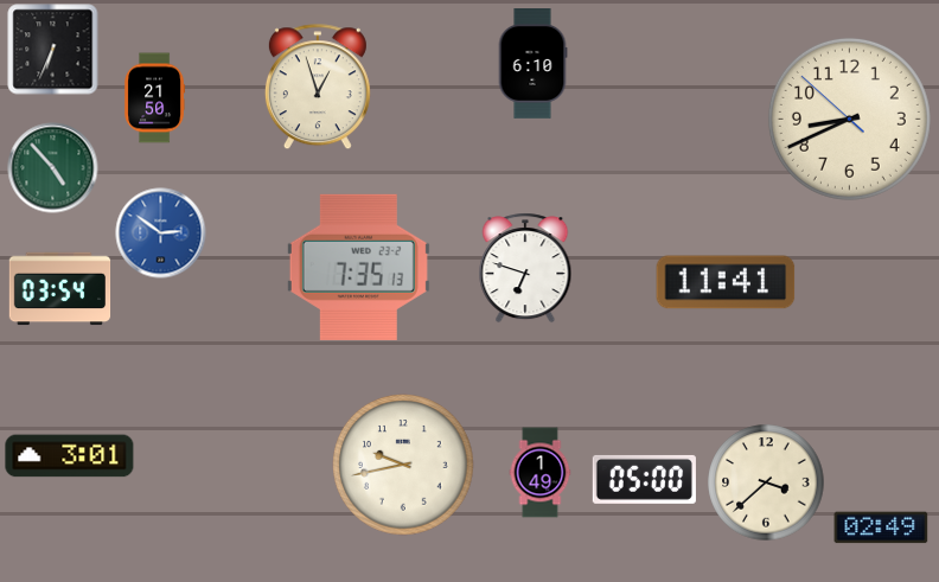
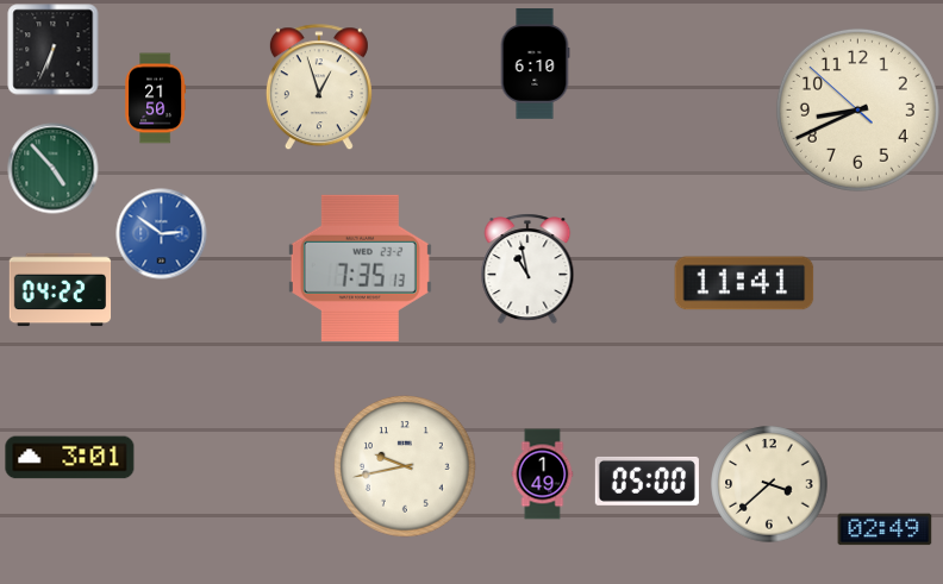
clock at (849, 119) position: (849, 119) -> (857, 109)
clock at (525, 268): 6:48 -> 10:58
clock at (726, 282) position: (726, 282) -> (744, 283)
clock at (60, 289): 03:54 -> 04:22
